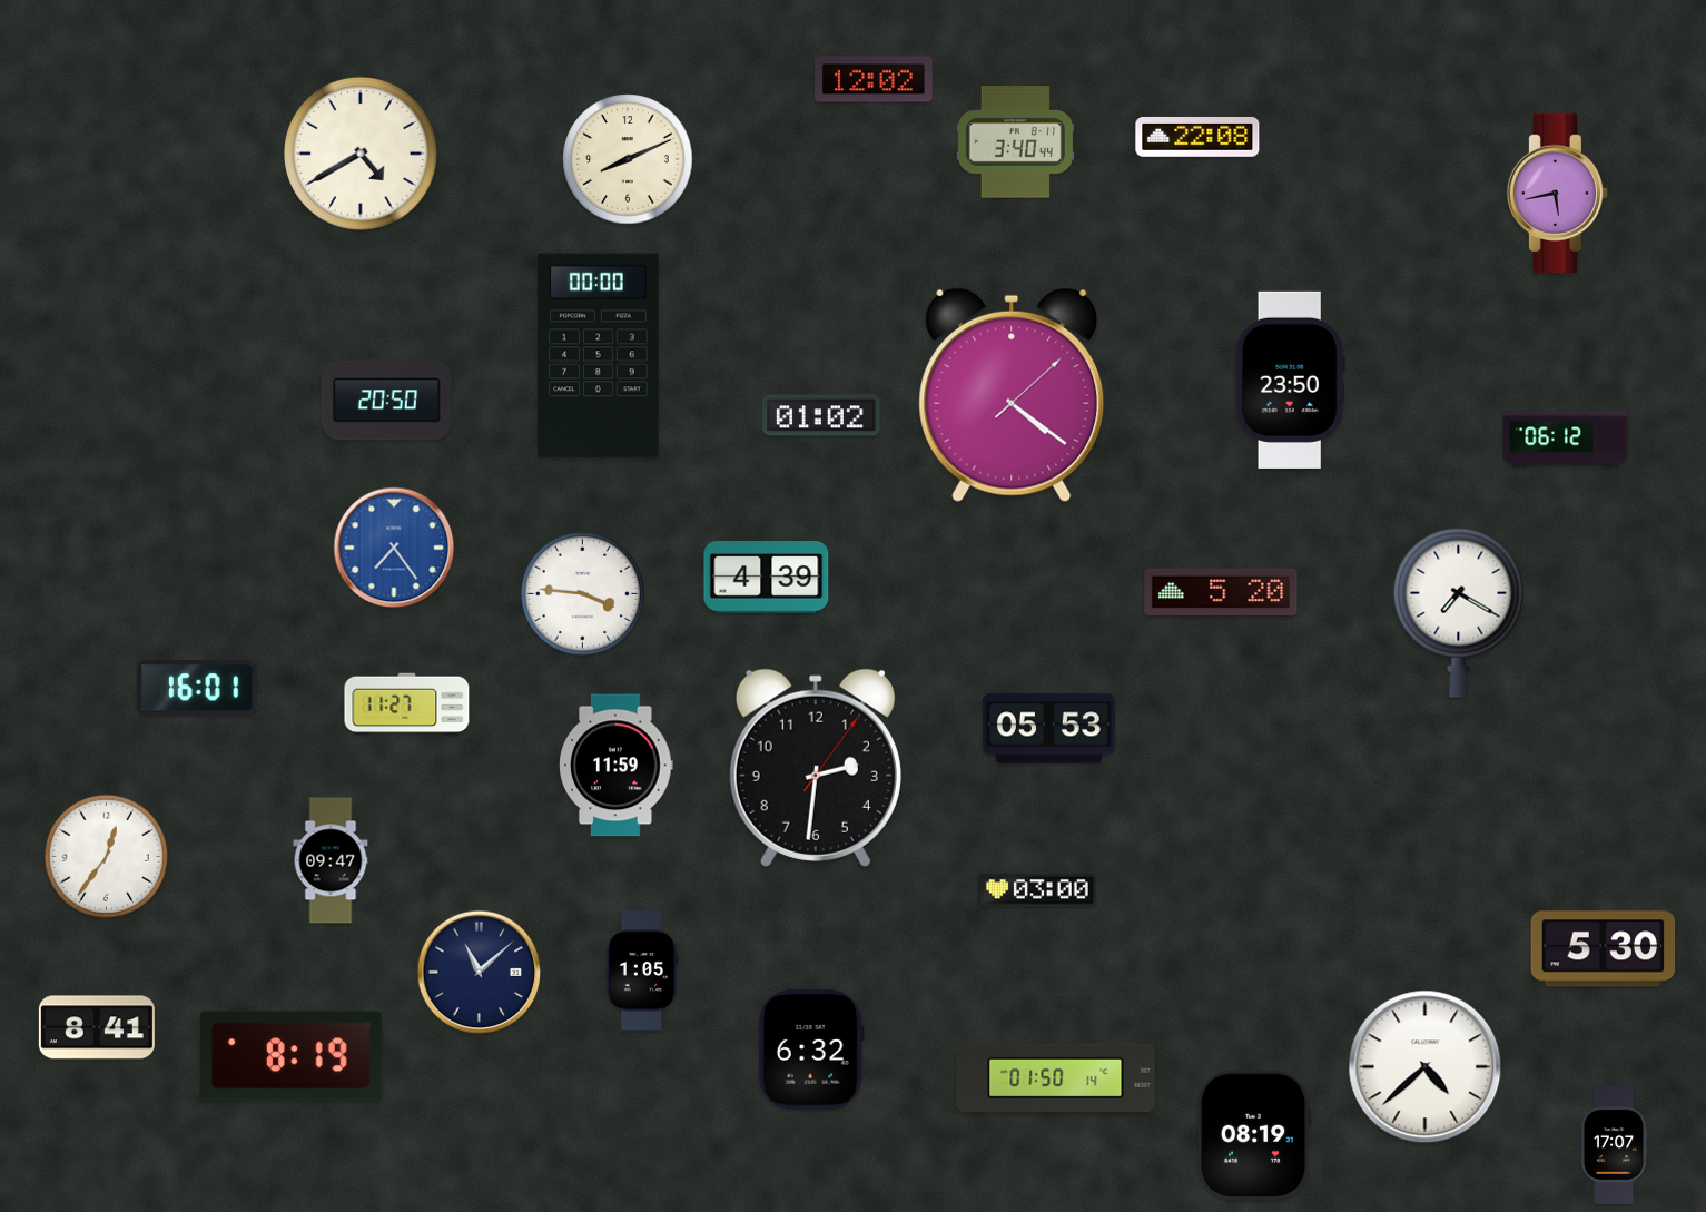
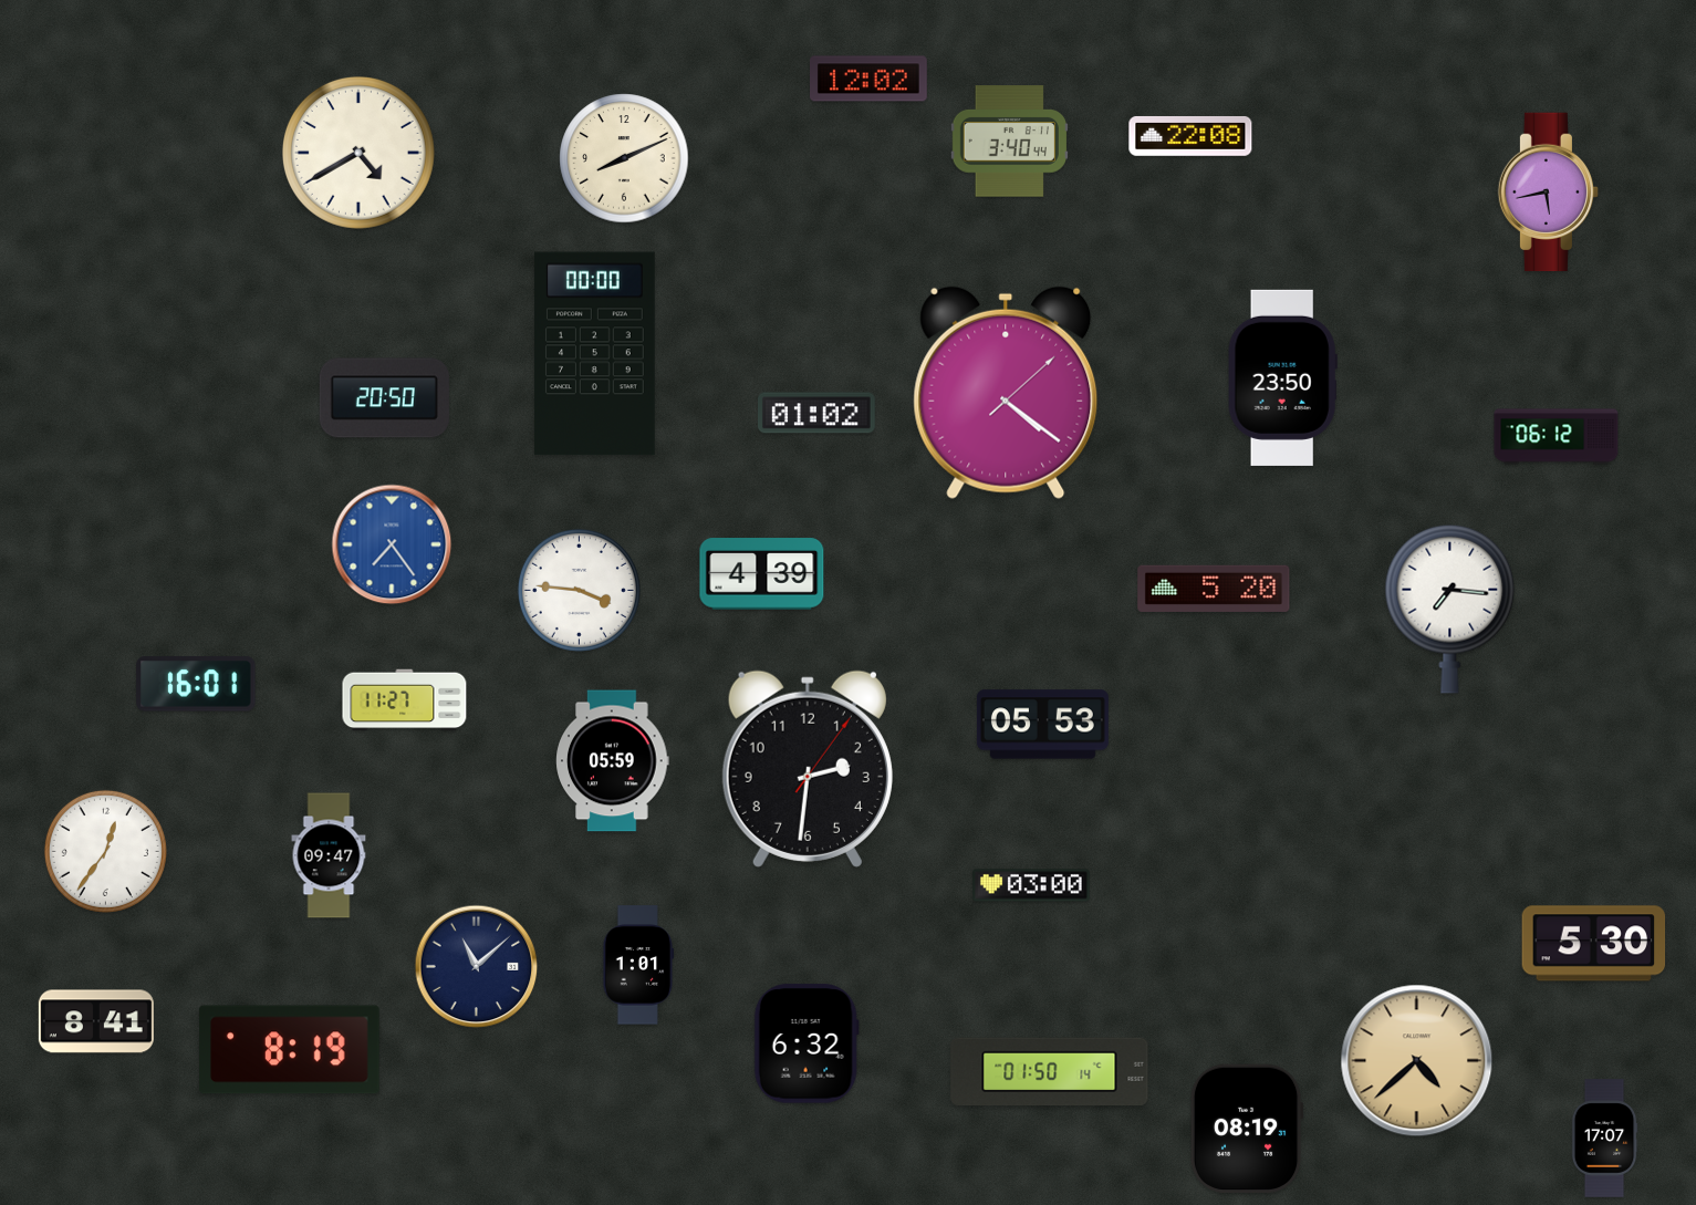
clock at (1459, 612): 7:20 -> 7:16
clock at (617, 766): 11:59 -> 05:59
clock at (816, 768) position: (816, 768) -> (808, 769)
clock at (642, 970): 1:05 -> 1:01
clock at (1426, 1067) dial: white -> champagne
